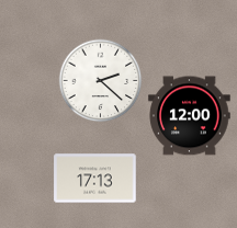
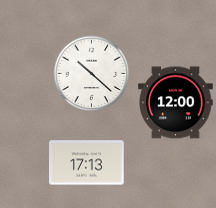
clock at (101, 81): 2:22 -> 10:22
clock at (190, 116) position: (190, 116) -> (176, 103)
